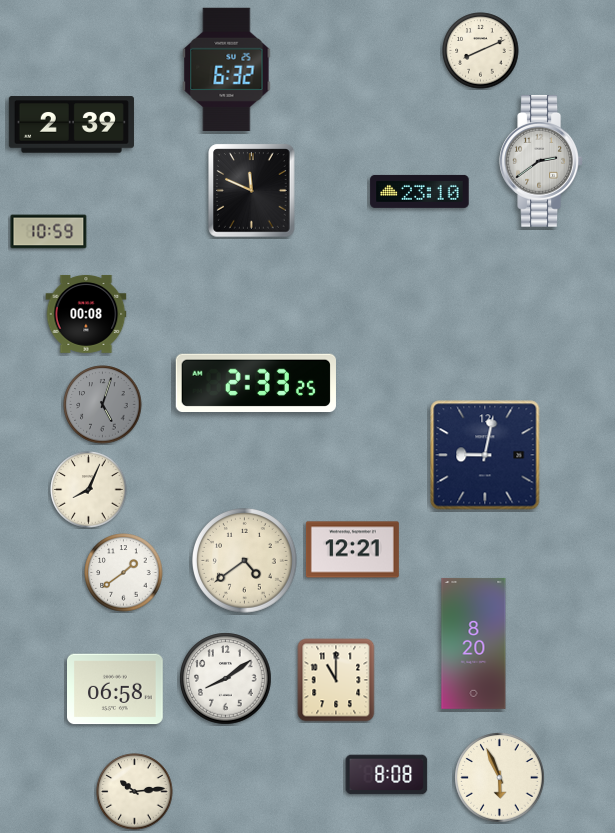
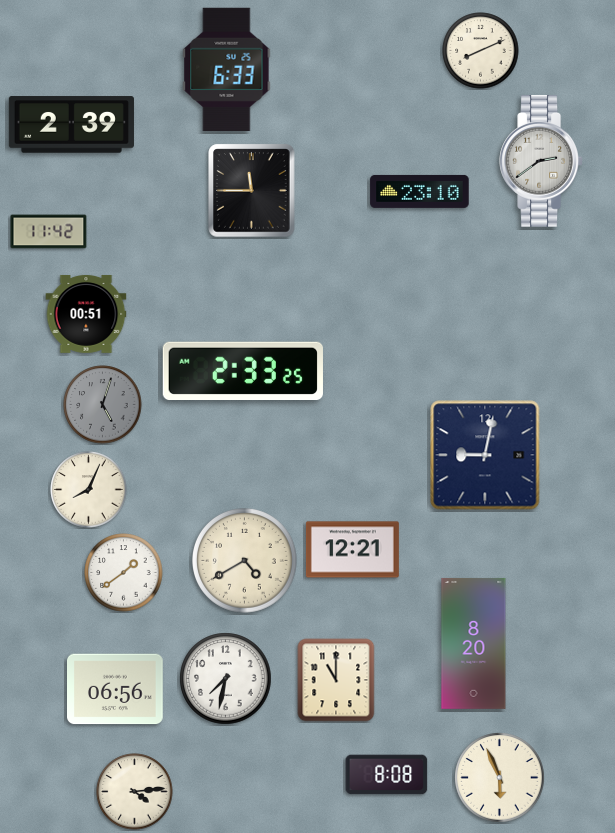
clock at (227, 69): 6:32 -> 6:33
clock at (252, 191): 11:49 -> 11:45
clock at (49, 232): 10:59 -> 11:42
clock at (86, 314): 00:08 -> 00:51
clock at (256, 382) position: (256, 382) -> (243, 370)
clock at (245, 561): 4:39 -> 4:40
clock at (226, 679): 8:09 -> 7:32
clock at (116, 689): 06:58 -> 06:56
clock at (135, 792): 10:14 -> 4:14
